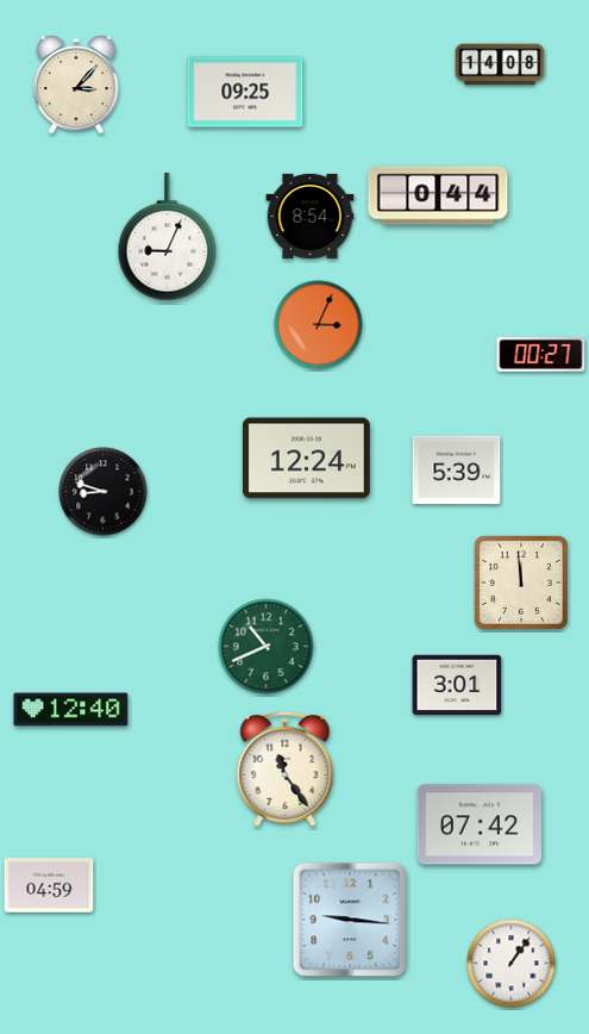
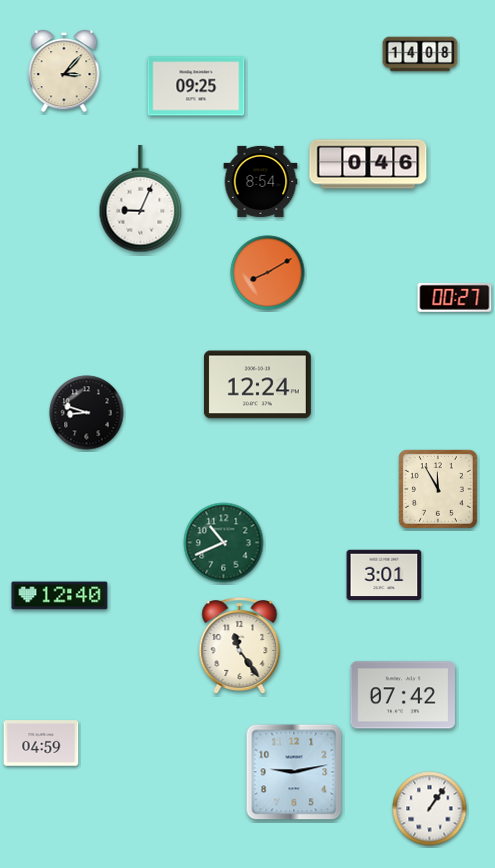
clock at (245, 92) position: (245, 92) -> (196, 86)
clock at (438, 195): 0:44 -> 0:46
clock at (319, 325): 3:04 -> 8:10
clock at (457, 471): 5:39 -> none
clock at (521, 583): 11:59 -> 11:55
clock at (480, 824) position: (480, 824) -> (403, 695)
clock at (350, 920): 9:16 -> 9:13
